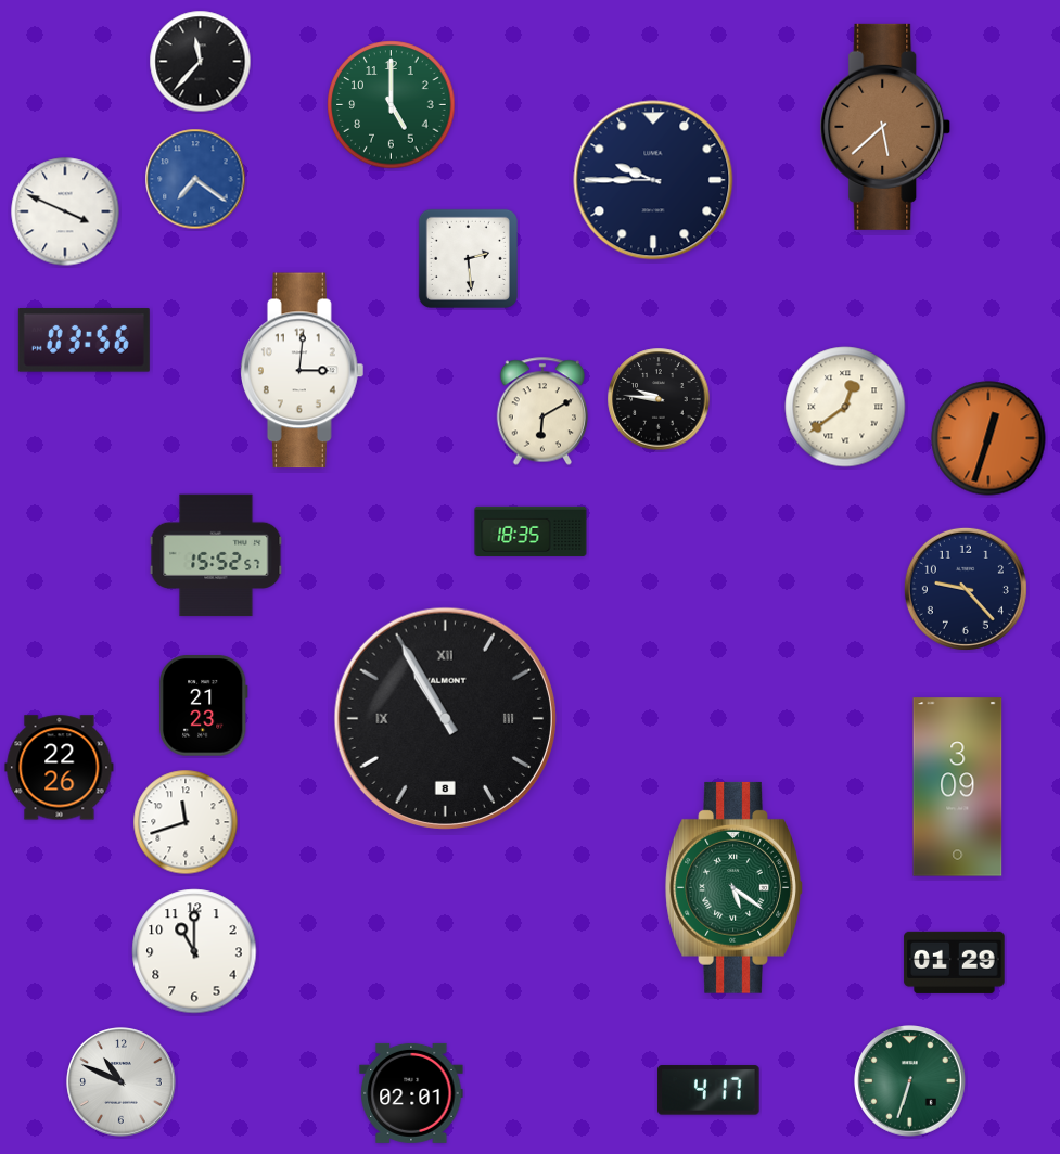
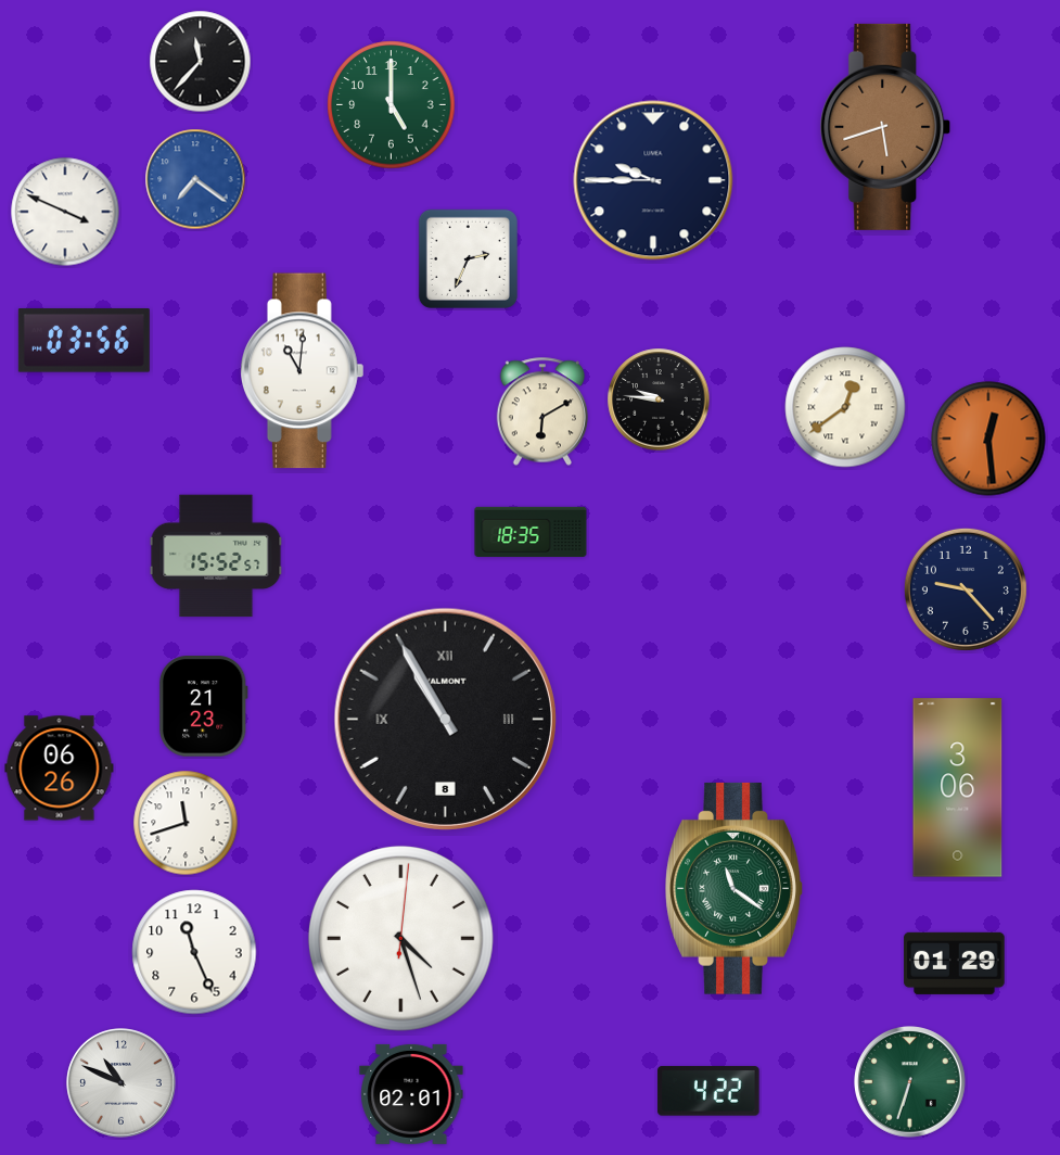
clock at (885, 127): 5:38 -> 5:42
clock at (468, 258): 2:29 -> 2:34
clock at (303, 371): 3:01 -> 11:01
clock at (988, 438): 12:33 -> 12:29
clock at (60, 768): 22:26 -> 06:26
clock at (958, 787): 3:09 -> 3:06
clock at (735, 887): 5:21 -> 11:21
clock at (400, 938): none -> 4:27
clock at (194, 951): 11:00 -> 11:26
clock at (708, 1090): 4:17 -> 4:22
